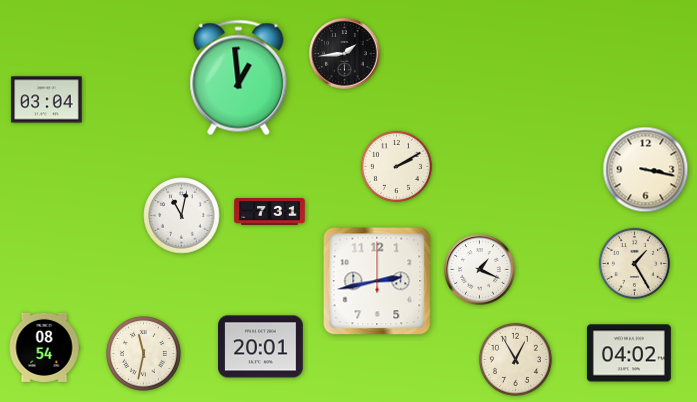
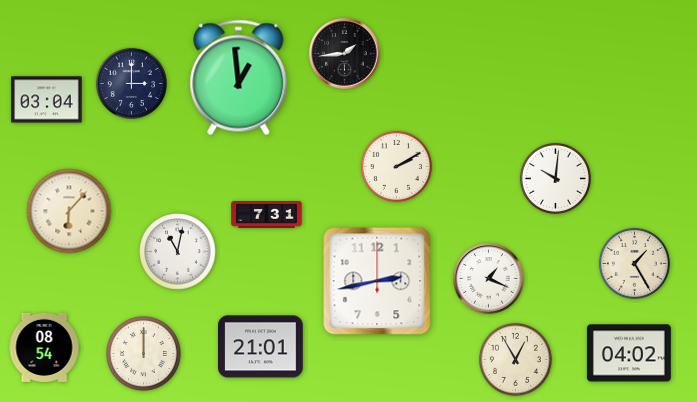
clock at (131, 83): none -> 3:00
clock at (646, 170): 3:17 -> none
clock at (555, 178): none -> 10:01
clock at (69, 211): none -> 6:07
clock at (270, 212) position: (270, 212) -> (267, 215)
clock at (182, 216) position: (182, 216) -> (178, 252)
clock at (480, 270) position: (480, 270) -> (489, 279)
clock at (261, 347): 20:01 -> 21:01
clock at (144, 354): 11:32 -> 12:00
